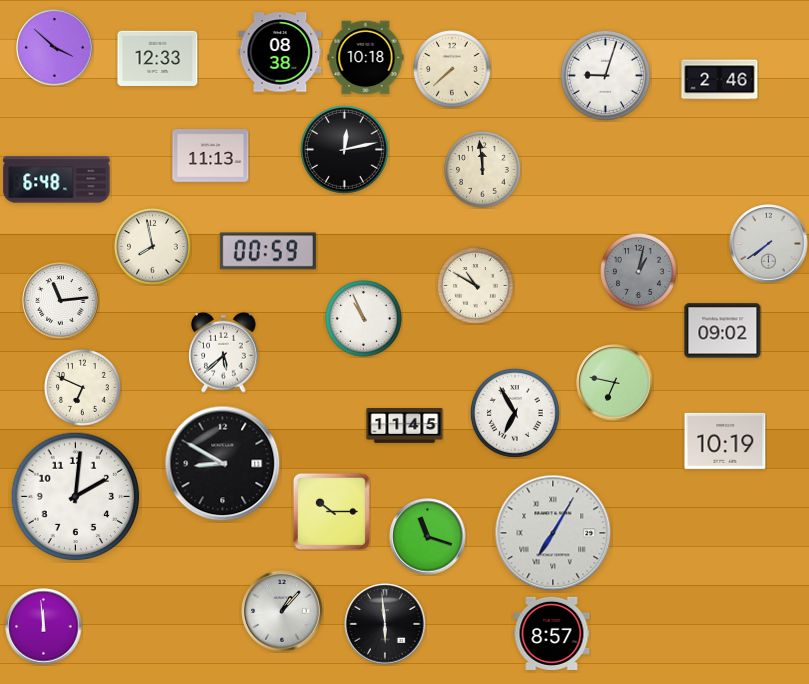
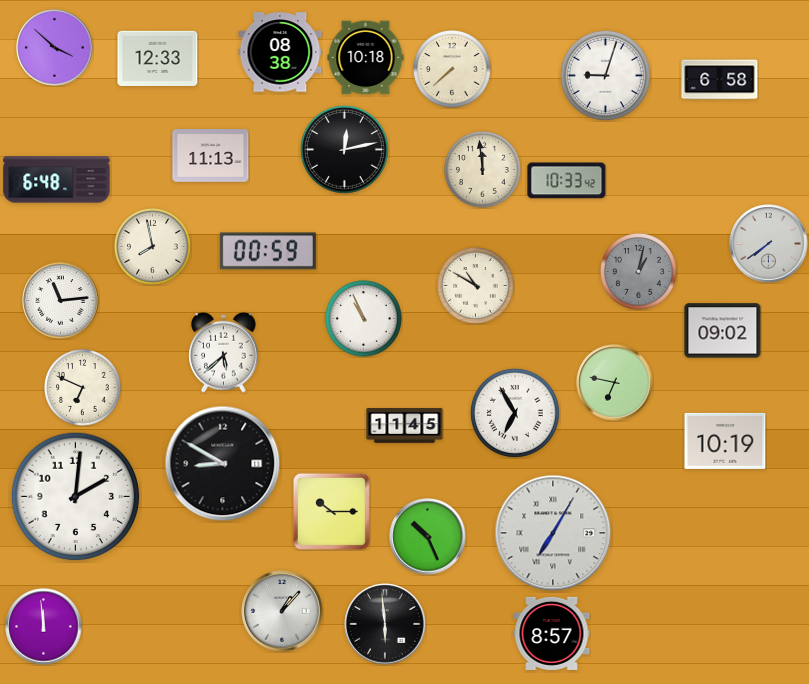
clock at (720, 80): 2:46 -> 6:58
clock at (567, 181): none -> 10:33
clock at (428, 537): 11:18 -> 10:26
